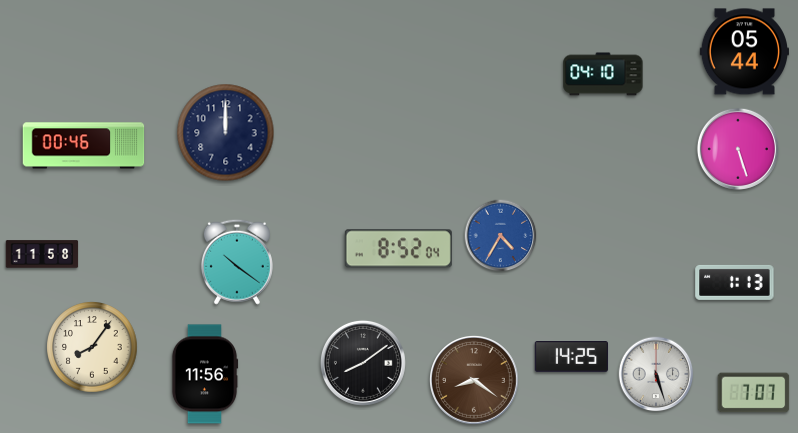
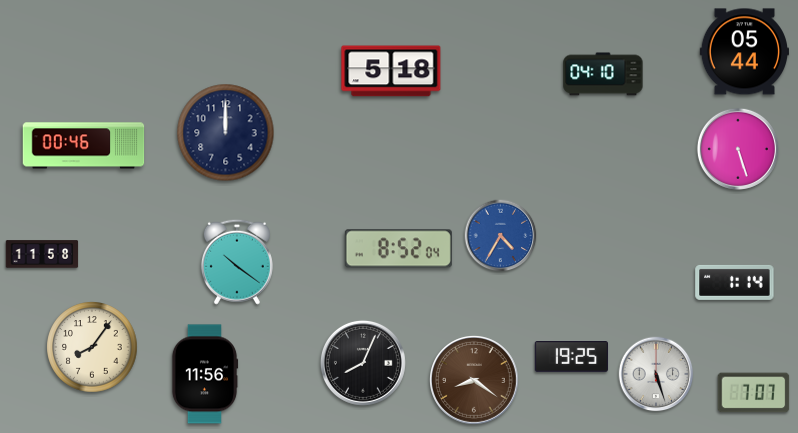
clock at (391, 71): none -> 5:18
clock at (735, 282): 1:13 -> 1:14
clock at (571, 357): 14:25 -> 19:25
clock at (363, 363): 8:09 -> 8:04
